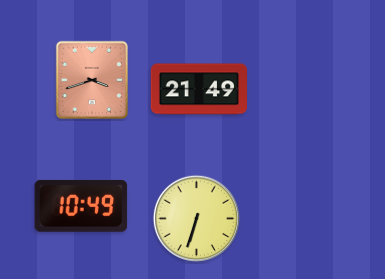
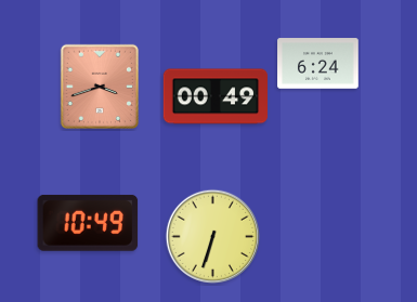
clock at (318, 64): none -> 6:24
clock at (198, 89): 21:49 -> 00:49
